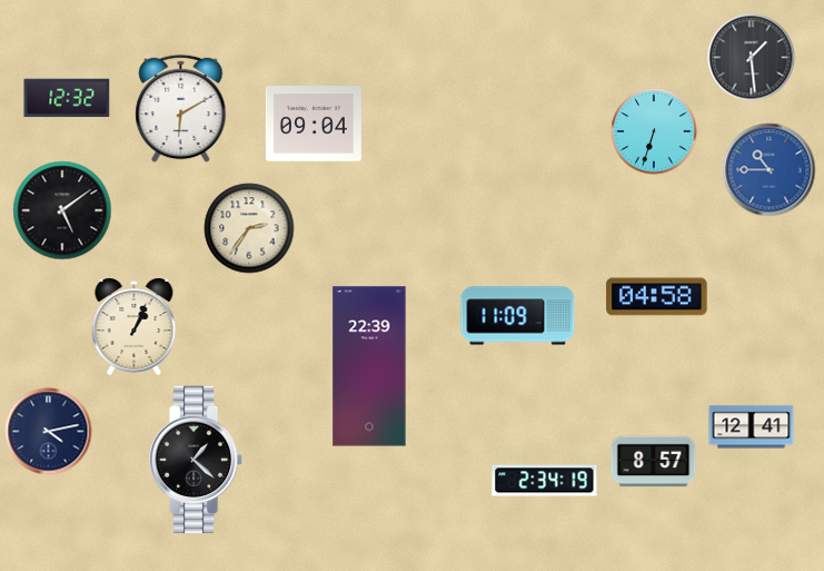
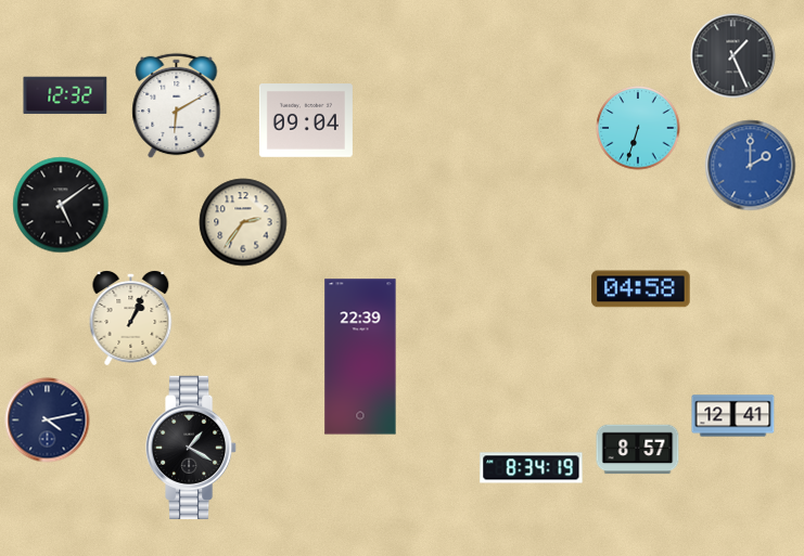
clock at (752, 58): 1:29 -> 1:26
clock at (770, 170): 10:45 -> 2:00
clock at (518, 316): 11:09 -> none
clock at (197, 460): 1:22 -> 1:20
clock at (545, 481): 2:34 -> 8:34
